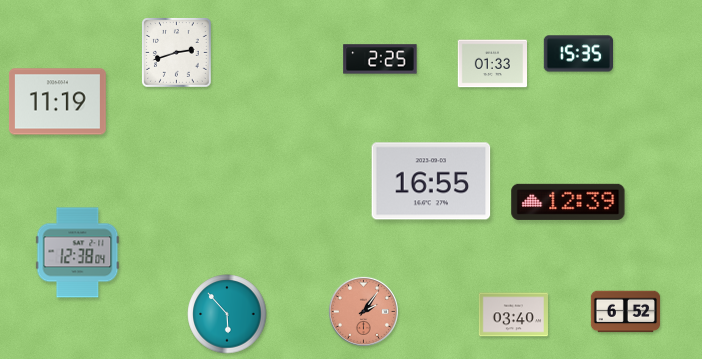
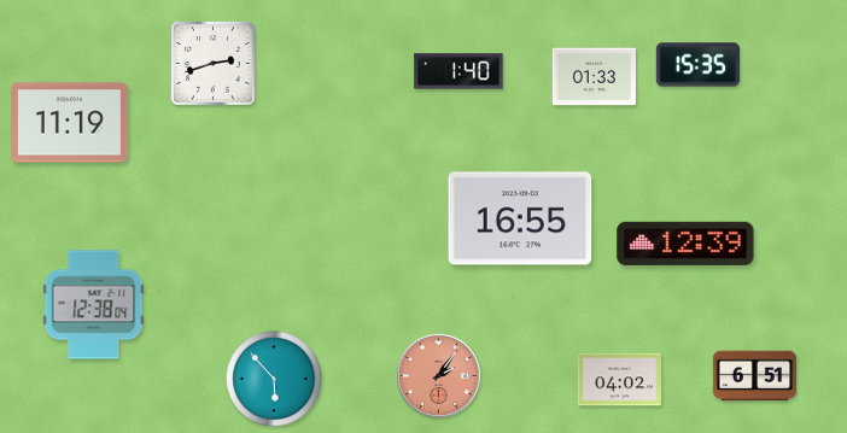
clock at (380, 59): 2:25 -> 1:40
clock at (626, 312): 6:52 -> 6:51
clock at (514, 315): 03:40 -> 04:02
